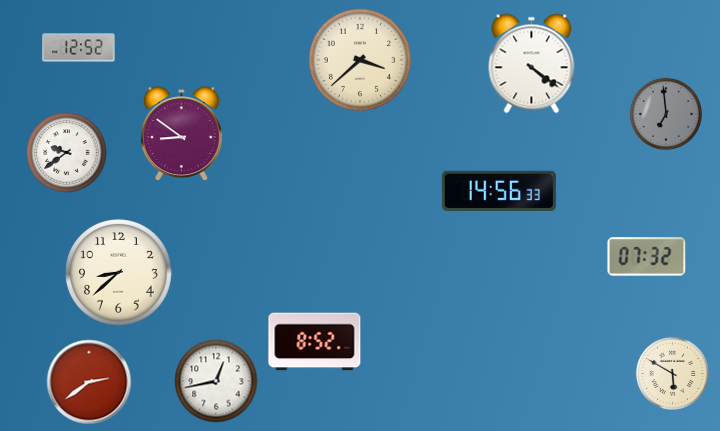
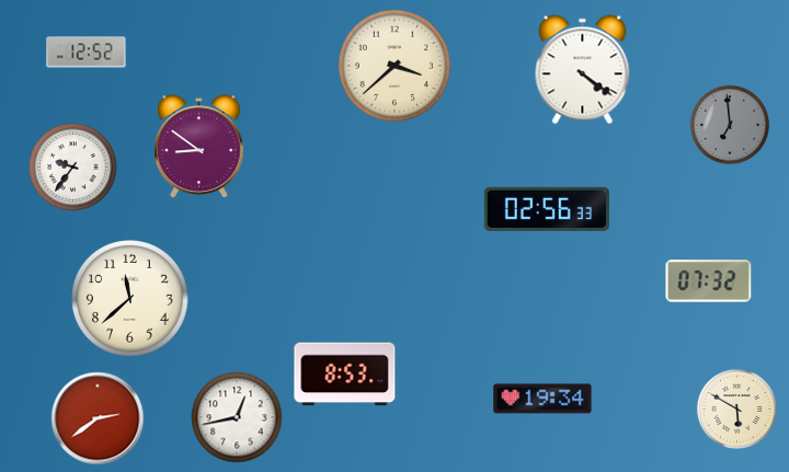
clock at (67, 153): 9:39 -> 9:36
clock at (499, 191): 14:56 -> 02:56
clock at (119, 273): 8:38 -> 11:38
clock at (315, 342): 8:52 -> 8:53
clock at (542, 399): none -> 19:34
